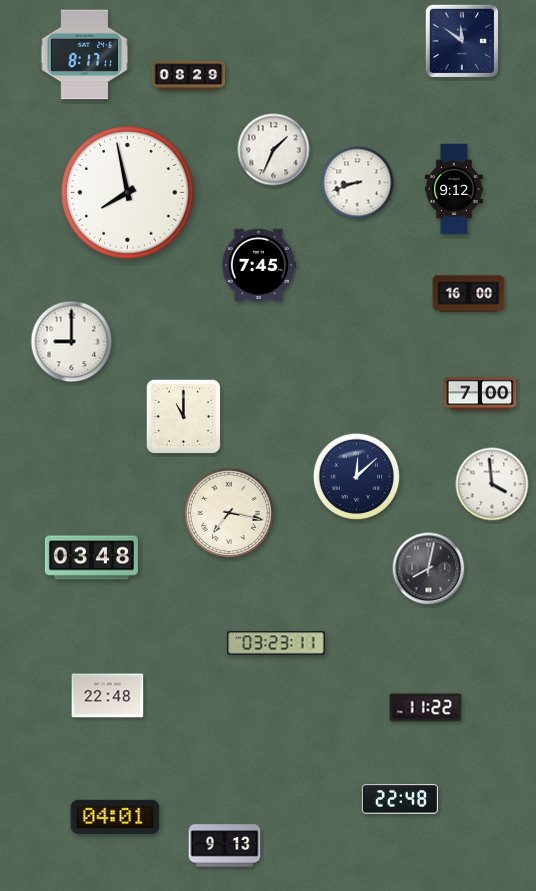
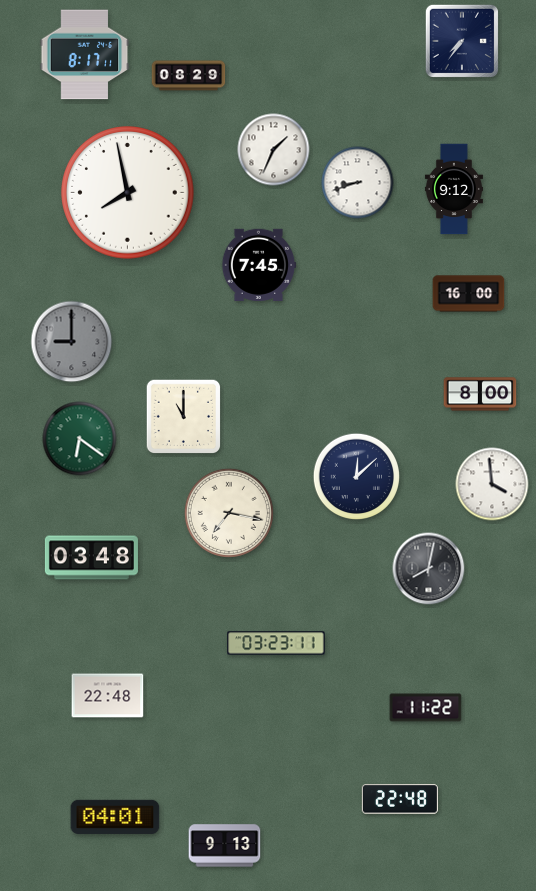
clock at (462, 41): 11:51 -> 7:36
clock at (72, 342) dial: white -> grey
clock at (480, 394): 7:00 -> 8:00
clock at (80, 439): none -> 6:21
